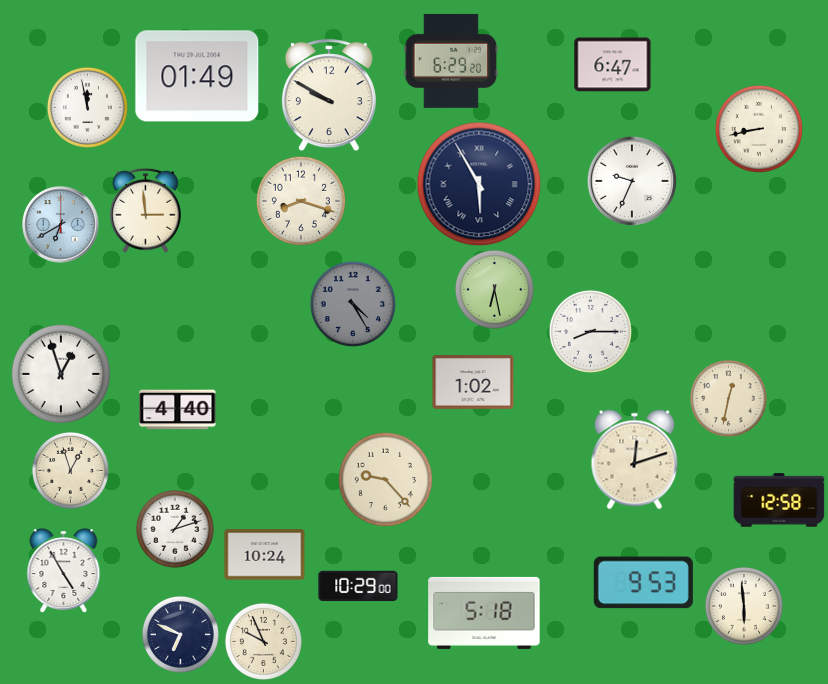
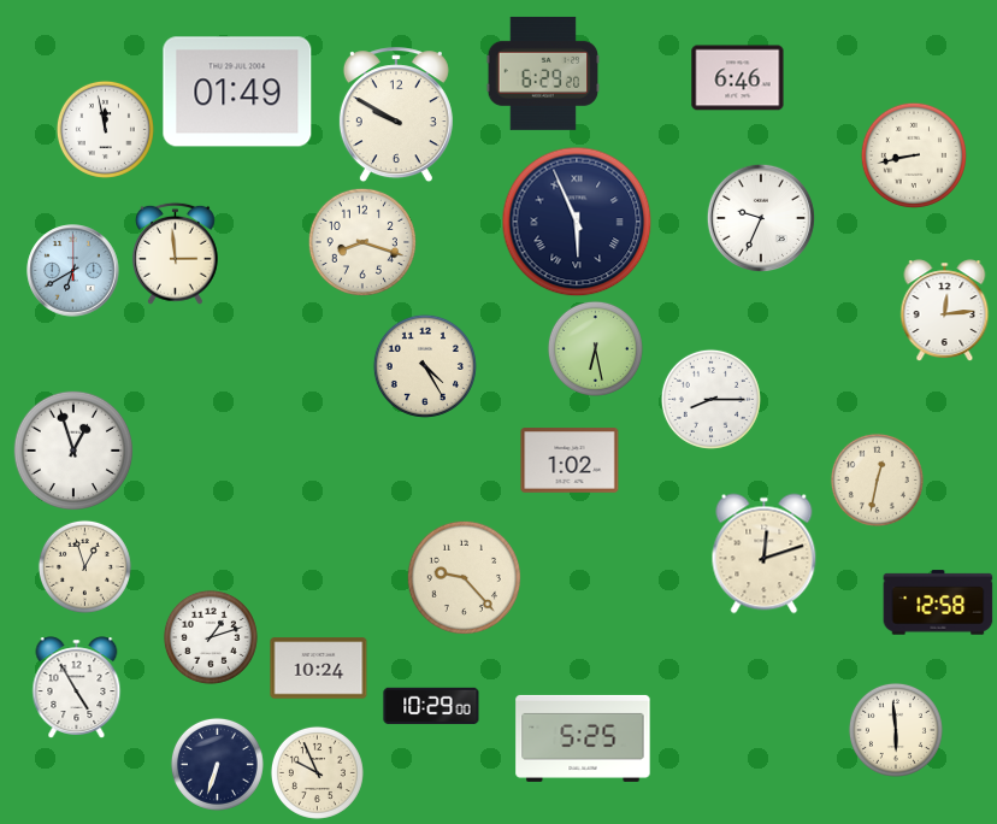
clock at (613, 65): 6:47 -> 6:46
clock at (479, 184): 5:55 -> 5:56
clock at (945, 310): none -> 12:14
clock at (353, 304) dial: grey -> cream
clock at (178, 410): 4:40 -> none
clock at (643, 583): 9:53 -> none
clock at (484, 613): 5:18 -> 5:25
clock at (180, 634): 6:49 -> 6:33
